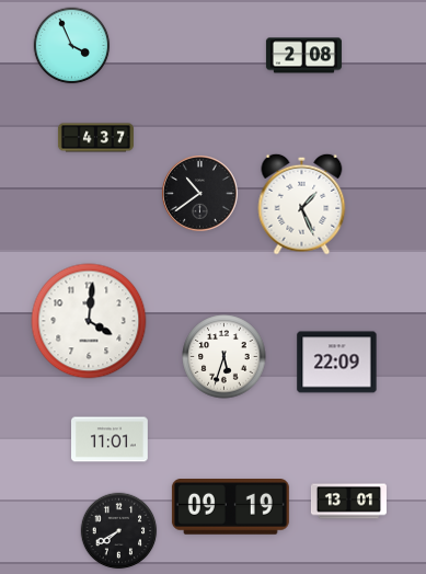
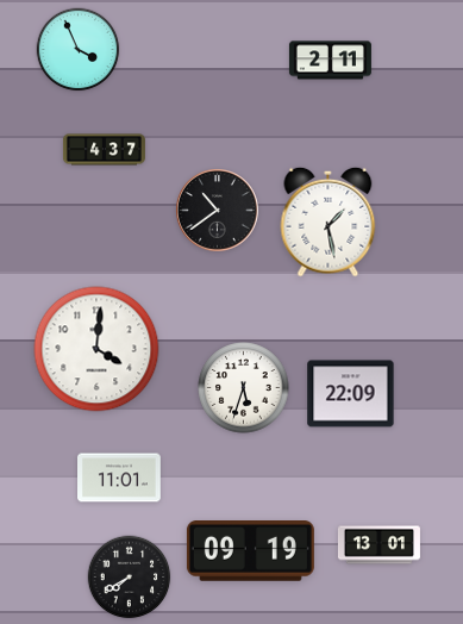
clock at (303, 56): 2:08 -> 2:11
clock at (302, 204): 1:26 -> 1:28
clock at (337, 363) position: (337, 363) -> (351, 394)
